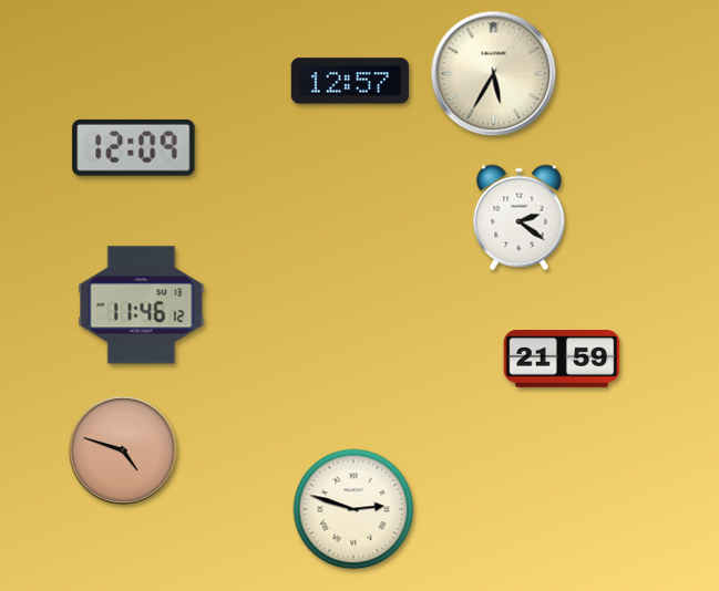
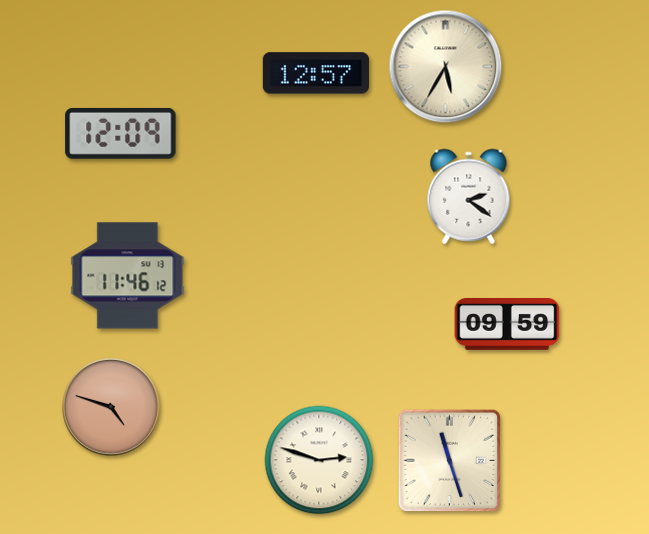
clock at (562, 360): 21:59 -> 09:59
clock at (450, 461): none -> 11:27
